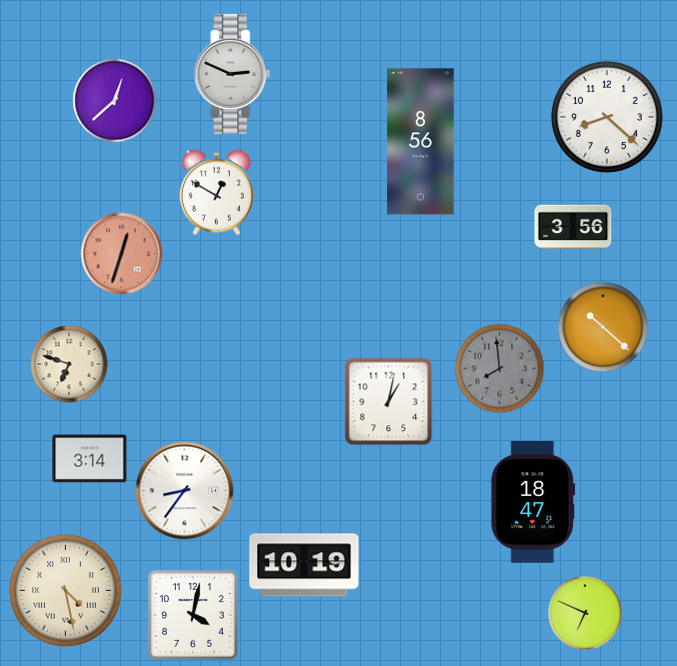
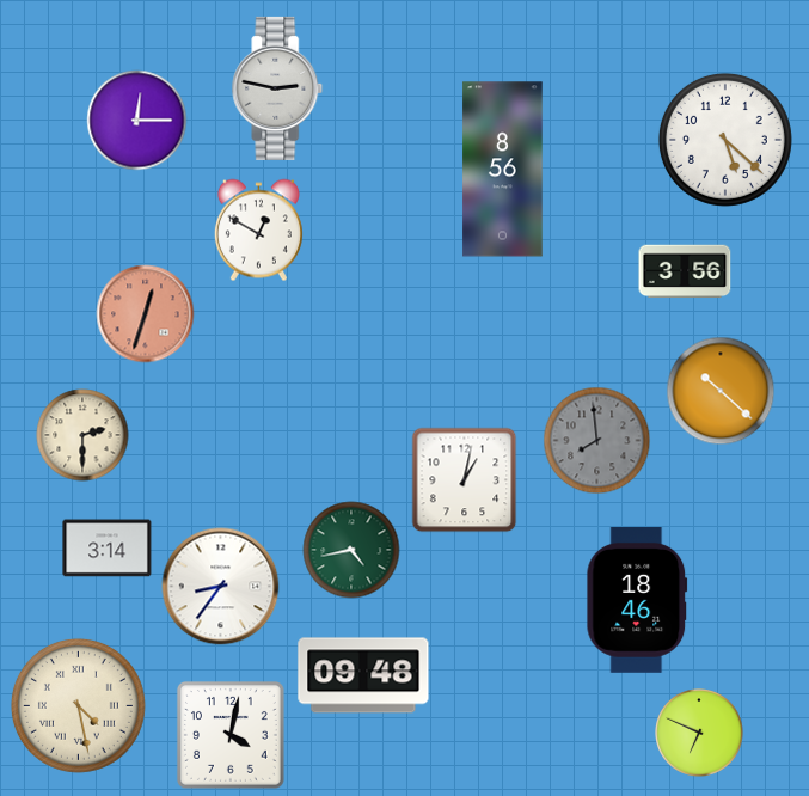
clock at (232, 74): 2:49 -> 2:47
clock at (115, 101): 12:38 -> 12:15
clock at (607, 117): 8:22 -> 5:22
clock at (122, 254) position: (122, 254) -> (146, 314)
clock at (69, 364): 6:48 -> 2:30
clock at (351, 550): none -> 4:43
clock at (533, 502): 18:47 -> 18:46
clock at (304, 565): 10:19 -> 09:48
